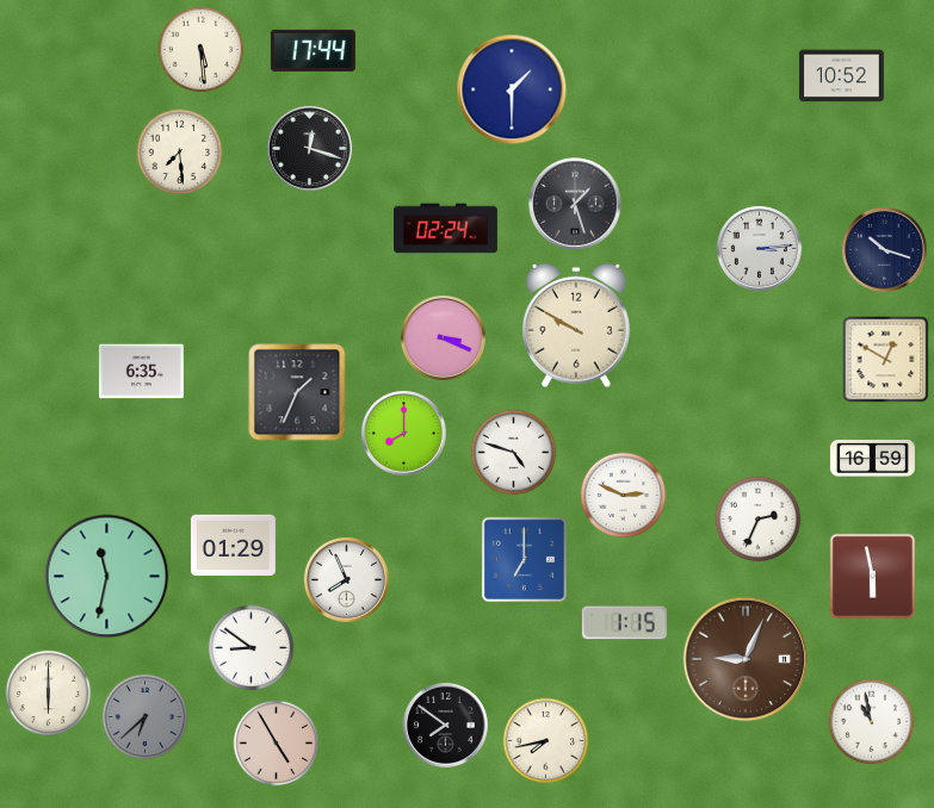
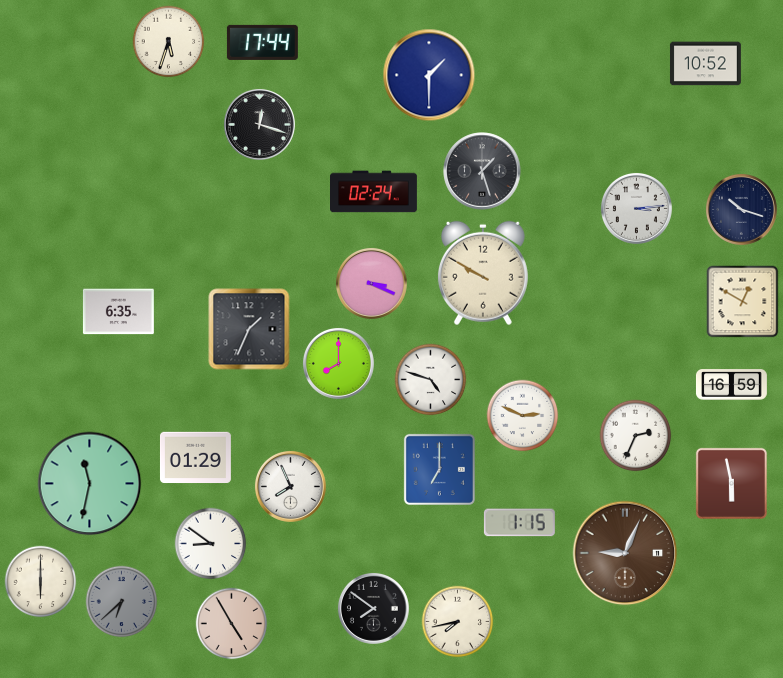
clock at (202, 50): 5:29 -> 5:33
clock at (180, 153): 7:29 -> none
clock at (624, 623) position: (624, 623) -> (519, 523)
clock at (872, 722): 10:58 -> none
